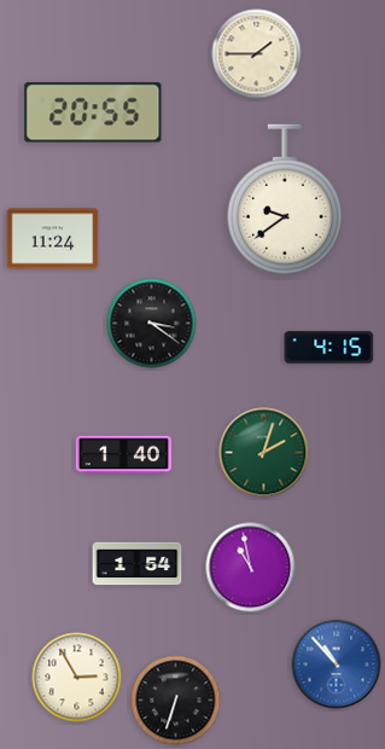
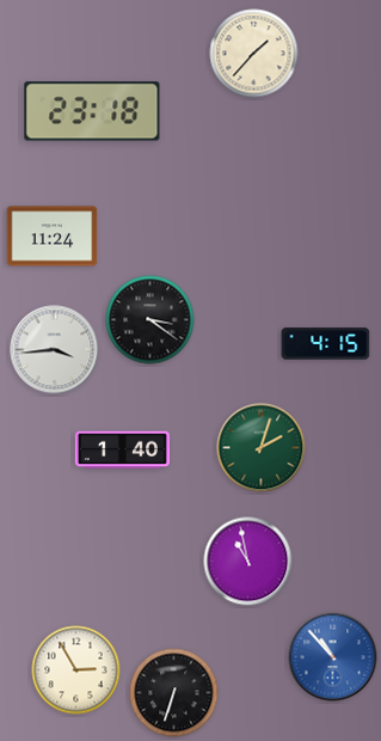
clock at (257, 54): 1:45 -> 1:37
clock at (93, 112): 20:55 -> 23:18
clock at (285, 199): 9:39 -> none
clock at (55, 350): none -> 3:44
clock at (138, 564): 1:54 -> none
